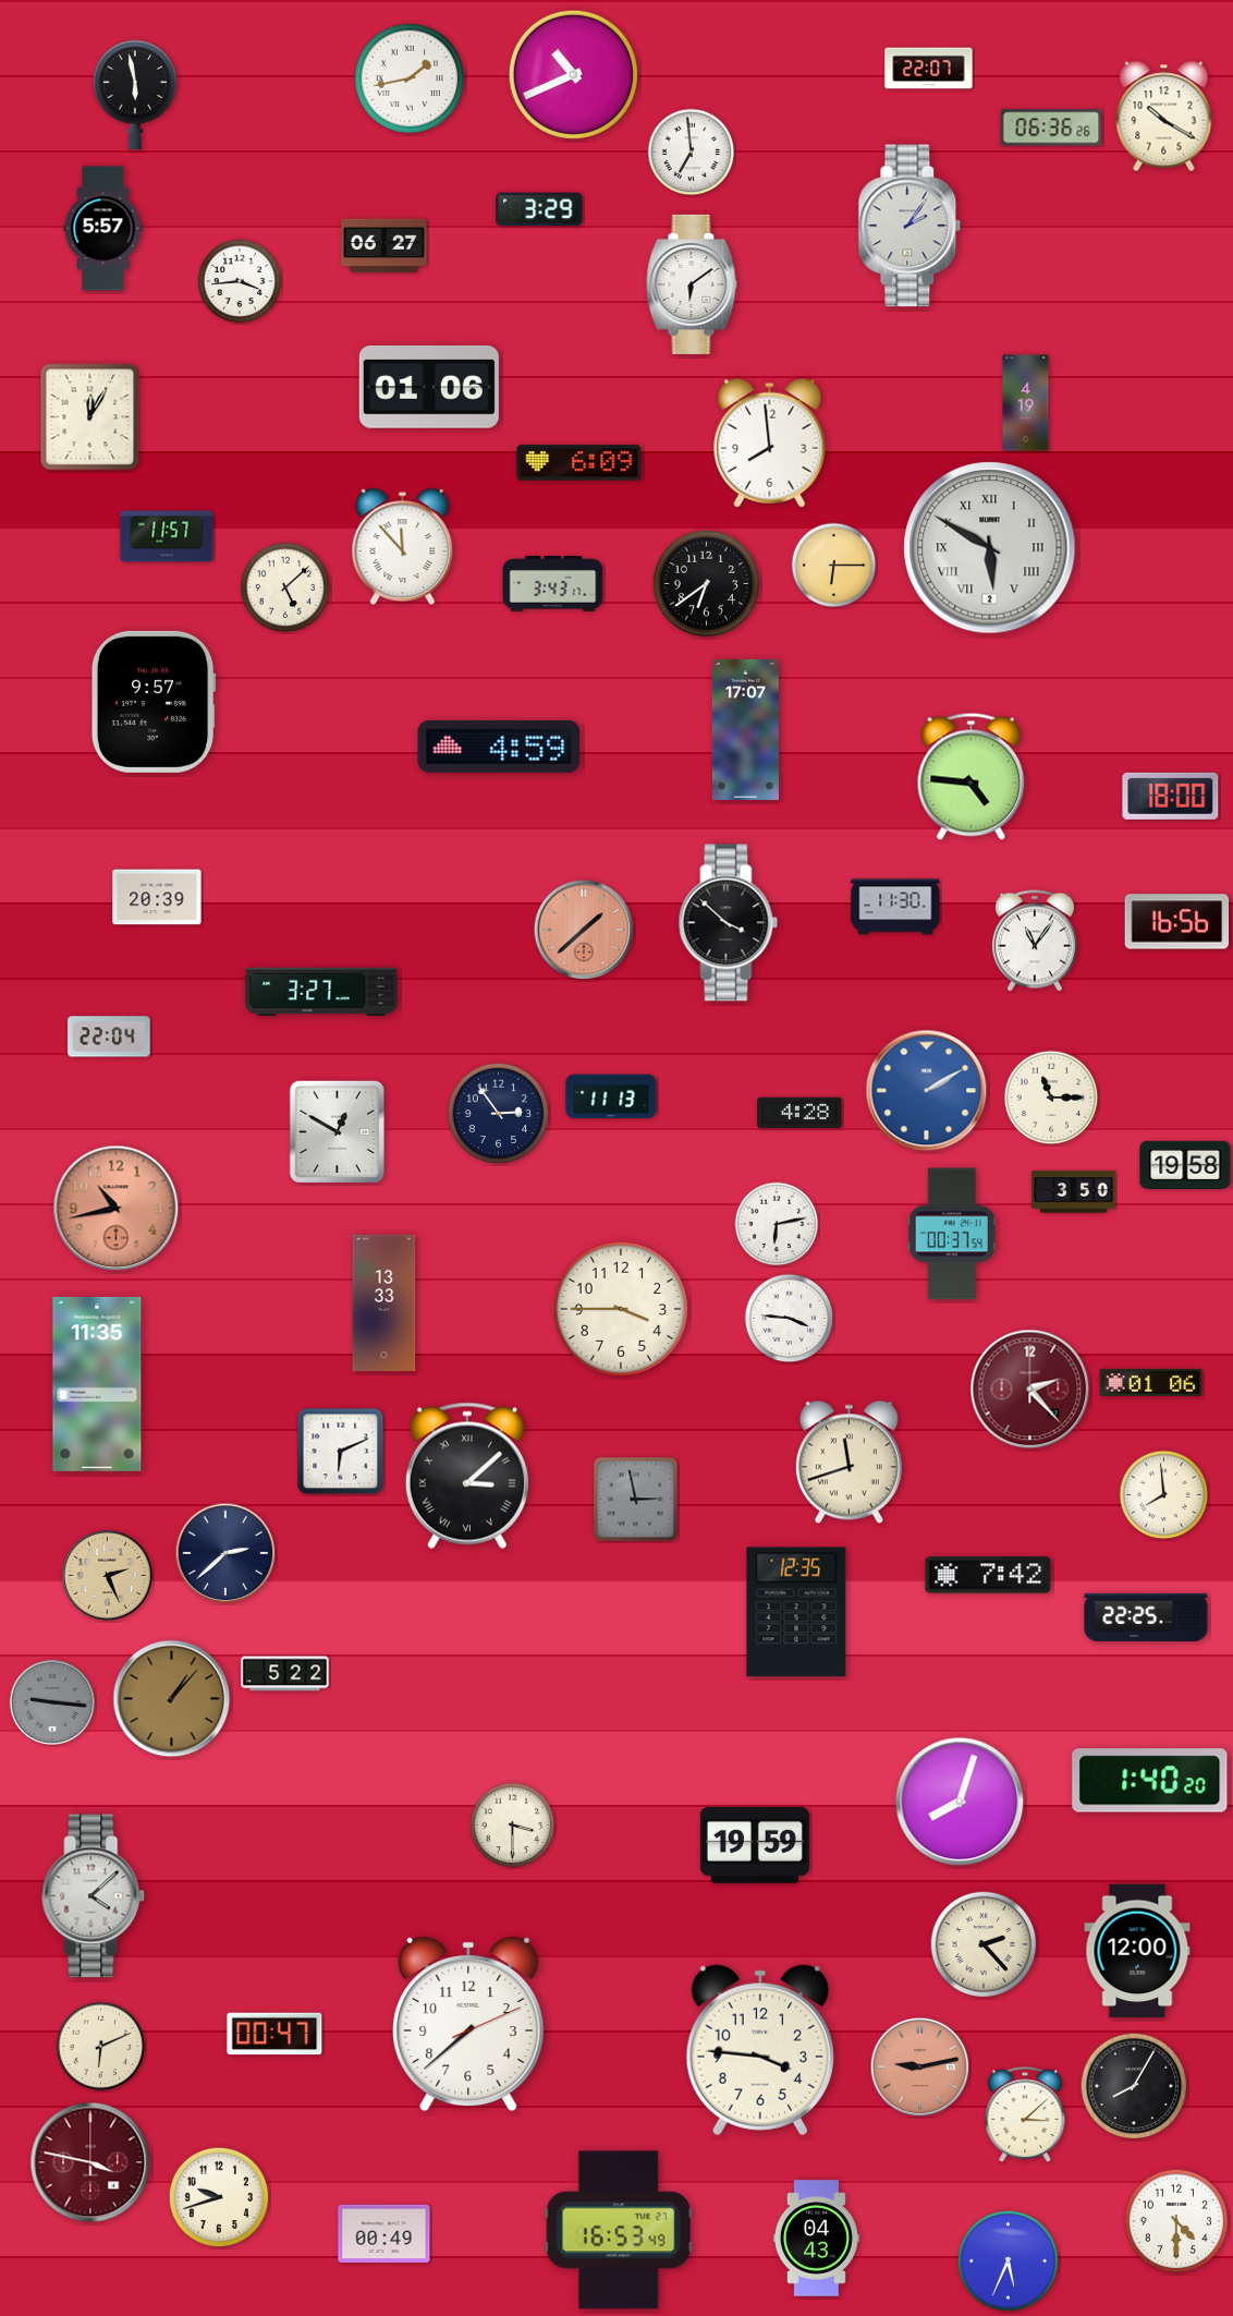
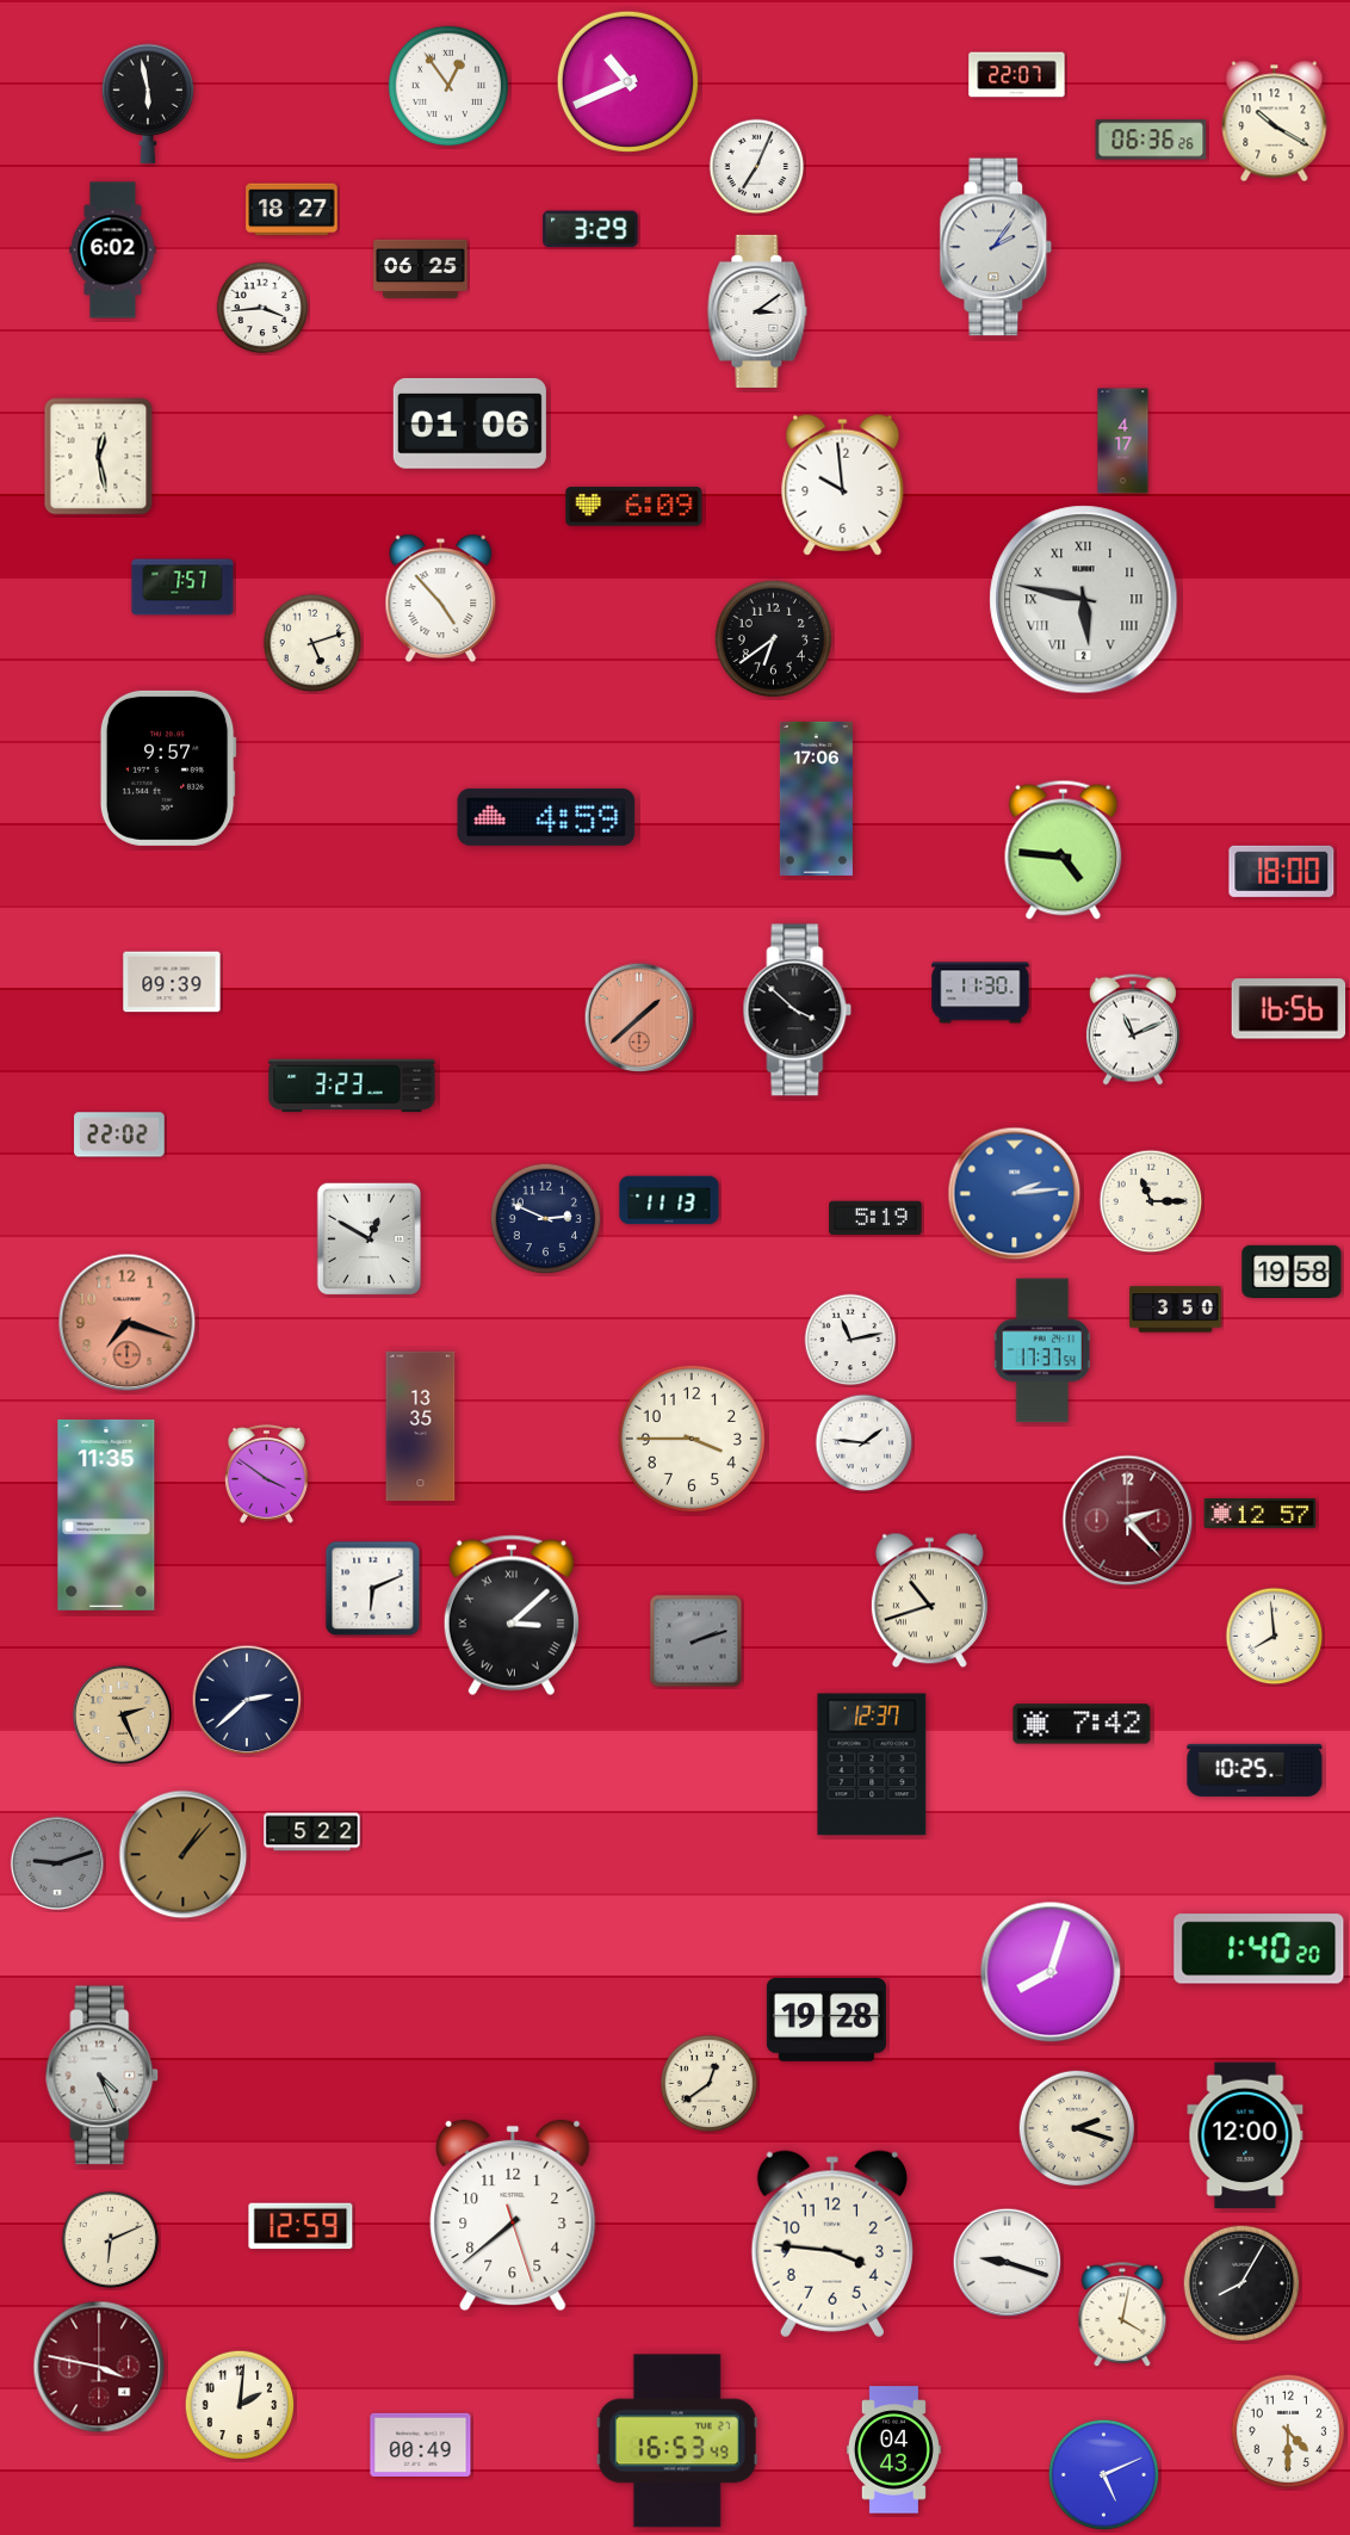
clock at (410, 78): 1:43 -> 12:54
clock at (1164, 117) position: (1164, 117) -> (1275, 122)
clock at (692, 153): 6:59 -> 7:04
clock at (292, 210): none -> 18:27
clock at (103, 229): 5:57 -> 6:02
clock at (384, 246): 06:27 -> 06:25
clock at (692, 284): 6:09 -> 3:09
clock at (1026, 403): 4:19 -> 4:17
clock at (90, 417): 12:05 -> 12:28
clock at (770, 442): 7:59 -> 9:59
clock at (167, 536): 11:57 -> 7:57
clock at (403, 546): 11:53 -> 4:53
clock at (990, 548): 5:50 -> 5:47
clock at (834, 566): 6:15 -> none
clock at (553, 584): 3:43 -> none
clock at (285, 587): 5:08 -> 5:12
clock at (745, 729): 17:07 -> 17:06
clock at (157, 897): 20:39 -> 09:39
clock at (1035, 941): 11:06 -> 11:11
clock at (321, 992): 3:27 -> 3:23
clock at (109, 1036): 22:04 -> 22:02
clock at (927, 1091): 2:10 -> 2:14
clock at (799, 1113): 4:28 -> 5:19
clock at (499, 1114): 2:54 -> 2:49
clock at (1185, 1165) position: (1185, 1165) -> (1292, 1272)
clock at (1074, 1192) position: (1074, 1192) -> (1176, 1310)
clock at (117, 1209): 10:43 -> 7:18
clock at (777, 1224): 6:13 -> 11:13
clock at (952, 1234): 00:37 -> 17:37
clock at (384, 1303): 13:33 -> 13:35
clock at (621, 1309) position: (621, 1309) -> (692, 1439)
clock at (790, 1319): 3:46 -> 1:46
clock at (266, 1473): none -> 3:51
clock at (1151, 1383): 01:06 -> 12:57
clock at (849, 1463): 11:42 -> 10:42
clock at (636, 1500): 2:58 -> 2:12
clock at (108, 1576) position: (108, 1576) -> (123, 1715)
clock at (796, 1612): 12:35 -> 12:37
clock at (1146, 1617): 22:25 -> 10:25
clock at (172, 1699) position: (172, 1699) -> (184, 1855)
clock at (51, 1701): 9:16 -> 9:12
clock at (513, 1826): 3:30 -> none
clock at (755, 1845): 19:59 -> 19:28
clock at (94, 1896): 4:08 -> 4:26
clock at (710, 2084): none -> 12:39
clock at (984, 1944): 2:23 -> 2:18
clock at (468, 2024): 7:38:11 -> 7:38:27
clock at (274, 2034): 00:47 -> 12:59
clock at (920, 2068): 9:13 -> 9:18
clock at (920, 2068) dial: salmon -> white
clock at (1025, 2115): 3:08 -> 4:02
clock at (219, 2197): 9:42 -> 2:01
clock at (1009, 2262): 5:34 -> 5:11
